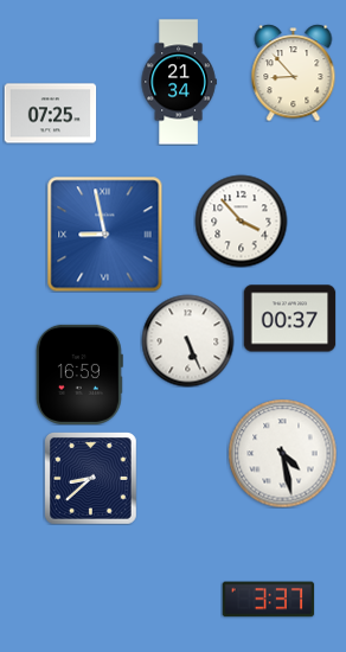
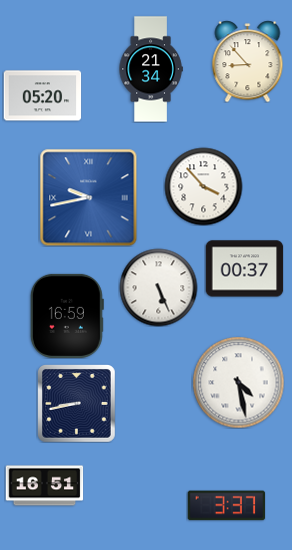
clock at (50, 114): 07:25 -> 05:20
clock at (104, 234): 8:58 -> 9:43
clock at (91, 479): 8:38 -> 8:43
clock at (44, 486): none -> 16:51
